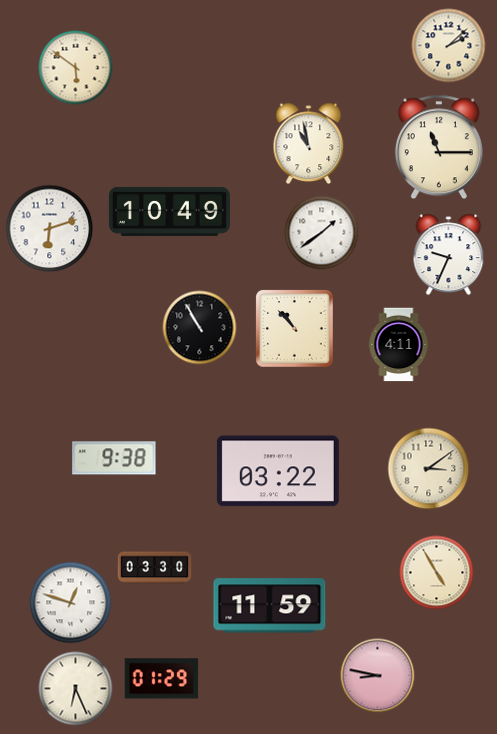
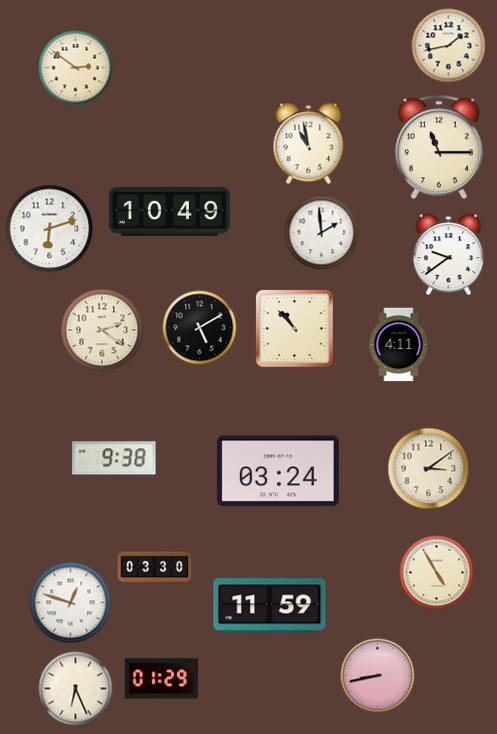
clock at (449, 46): 2:08 -> 1:43
clock at (76, 68): 5:51 -> 2:51
clock at (322, 233): 1:39 -> 1:59
clock at (449, 255): 9:34 -> 9:39
clock at (200, 328): 10:55 -> 5:10
clock at (102, 330): none -> 2:21
clock at (278, 471): 03:22 -> 03:24
clock at (378, 676): 8:47 -> 8:43
